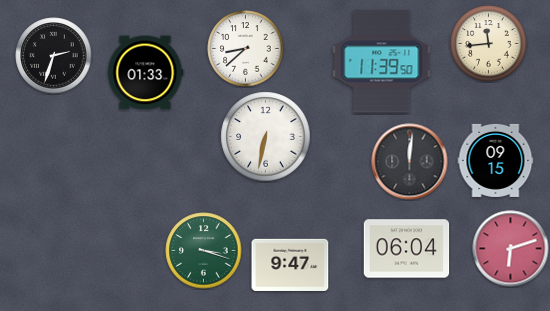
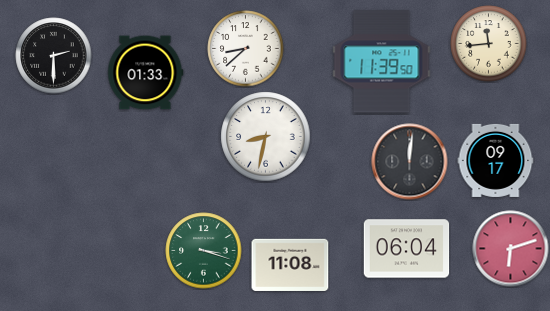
clock at (54, 56): 2:33 -> 2:30
clock at (266, 137): 6:32 -> 8:32
clock at (496, 160): 09:15 -> 09:17
clock at (290, 264): 9:47 -> 11:08
